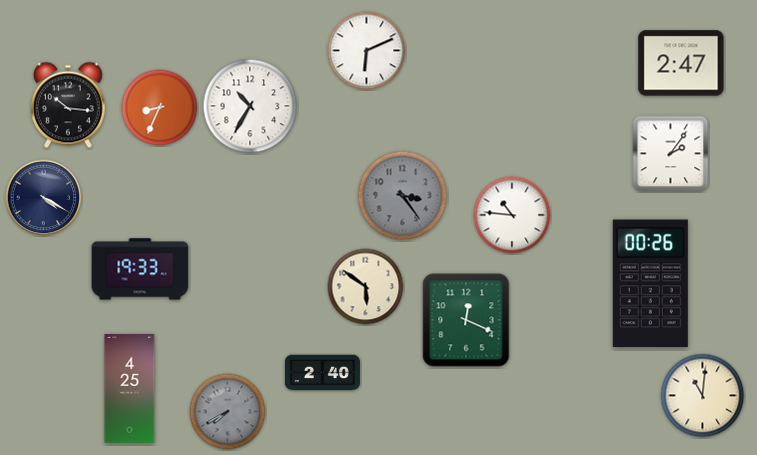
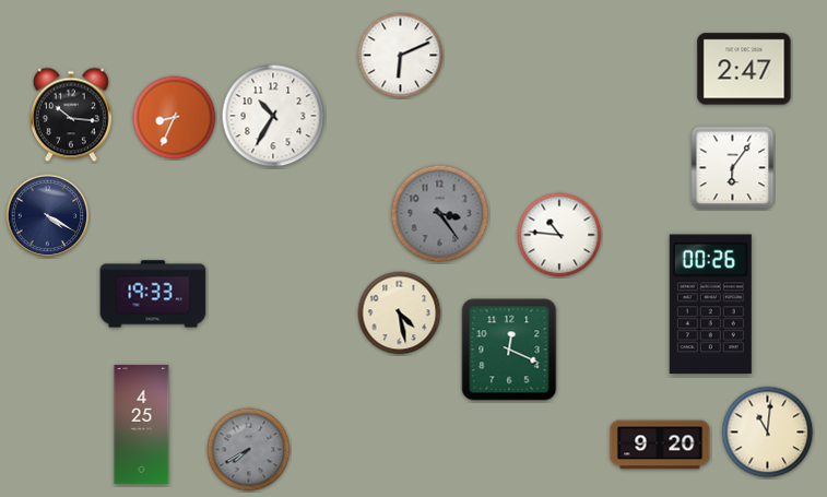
clock at (68, 105) position: (68, 105) -> (71, 115)
clock at (671, 154): 2:06 -> 6:06
clock at (650, 284) position: (650, 284) -> (710, 305)
clock at (366, 287): 5:51 -> 4:28
clock at (322, 373): 2:40 -> none
clock at (660, 445): none -> 9:20
